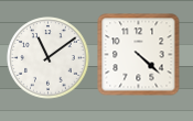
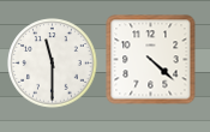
clock at (49, 58): 11:09 -> 11:30
